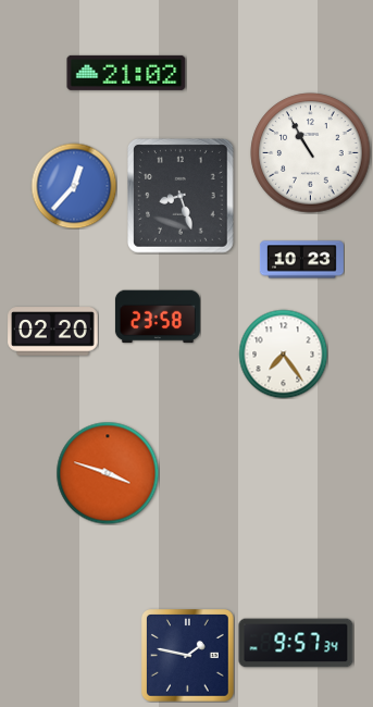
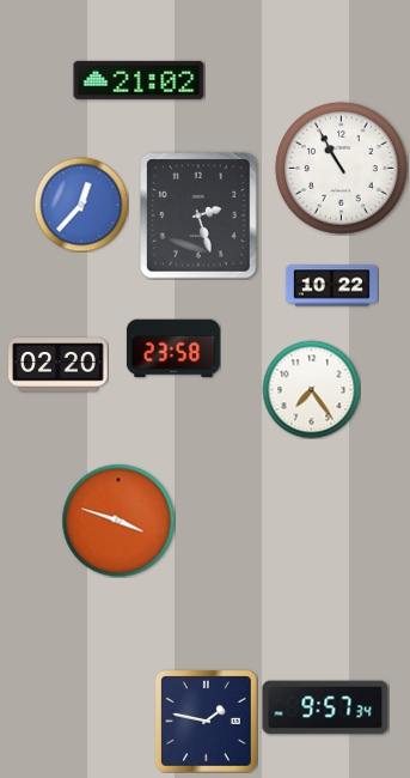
clock at (182, 196): 8:27 -> 2:27
clock at (301, 260): 10:23 -> 10:22
